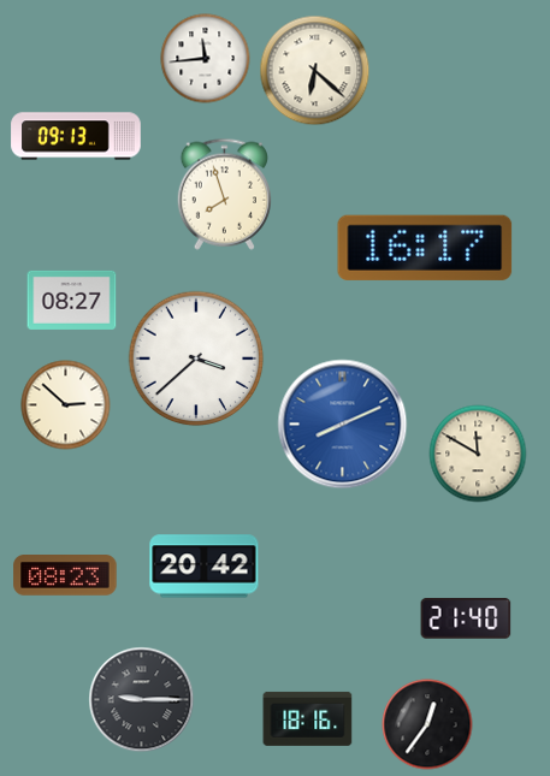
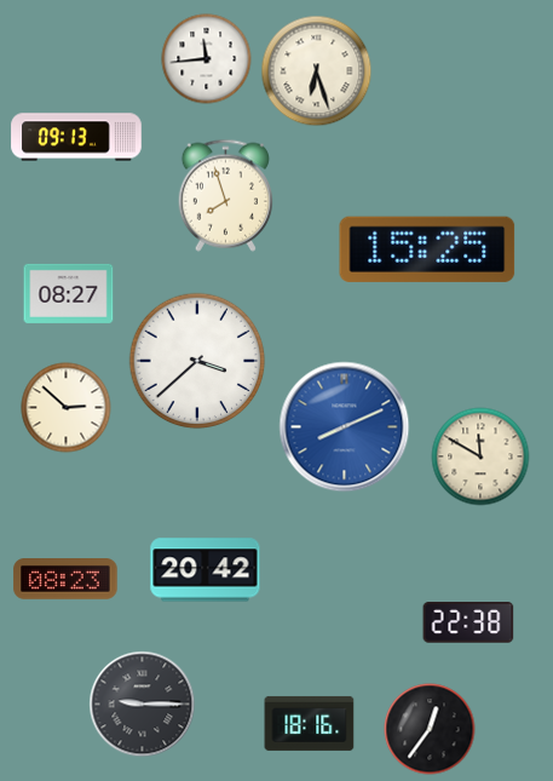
clock at (315, 71): 6:22 -> 6:27
clock at (425, 248): 16:17 -> 15:25
clock at (72, 300) position: (72, 300) -> (69, 293)
clock at (466, 618): 21:40 -> 22:38
